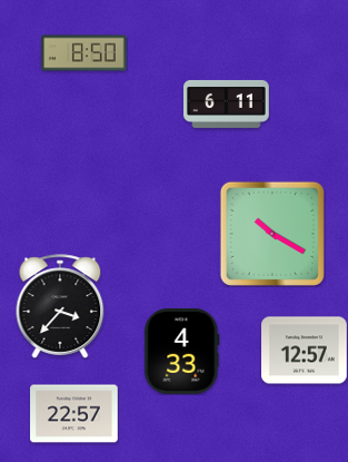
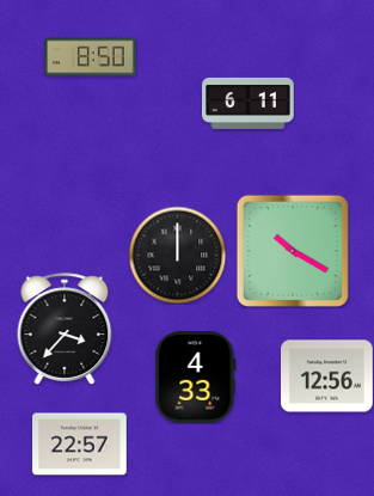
clock at (227, 104) position: (227, 104) -> (249, 103)
clock at (177, 255): none -> 12:00
clock at (305, 351): 12:57 -> 12:56
